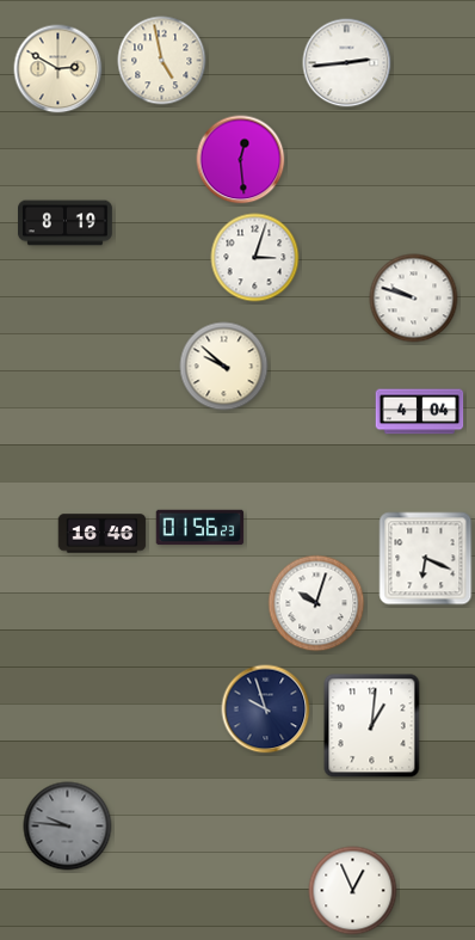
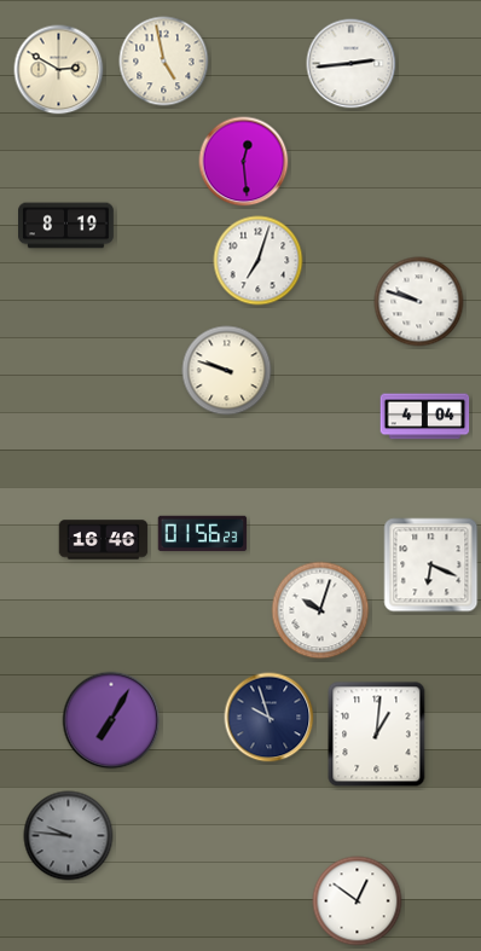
clock at (255, 258): 3:03 -> 7:03
clock at (224, 367): 9:52 -> 9:48
clock at (111, 720): none -> 7:05
clock at (353, 891): 12:56 -> 12:51
